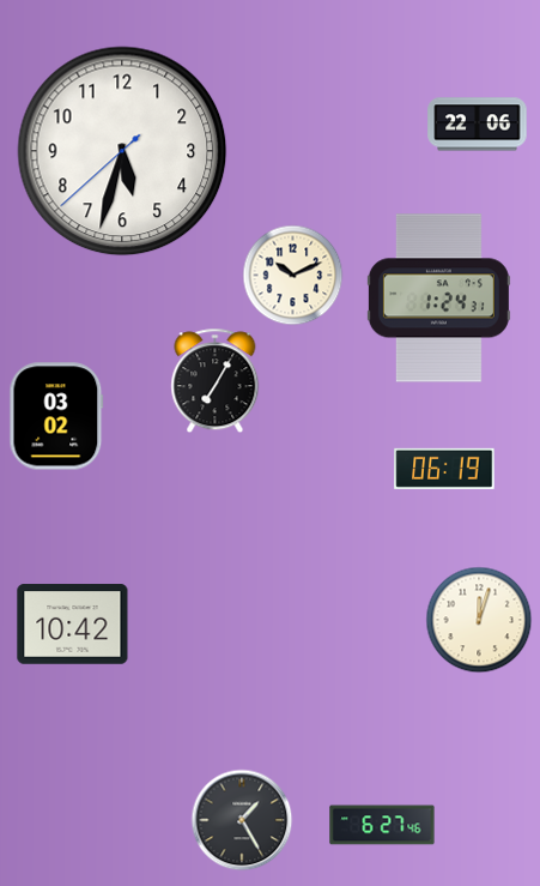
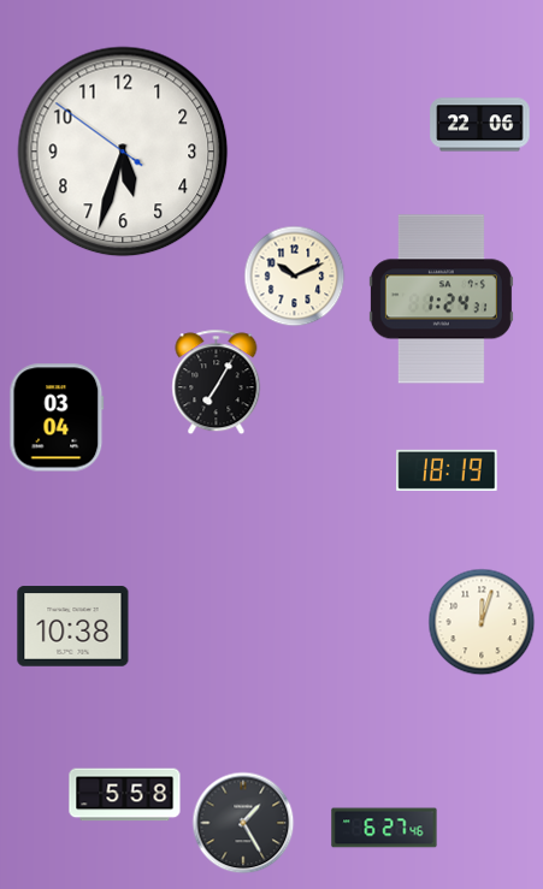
clock at (122, 151): 5:32:38 -> 5:32:51
clock at (56, 416): 03:02 -> 03:04
clock at (444, 469): 06:19 -> 18:19
clock at (73, 625): 10:42 -> 10:38
clock at (125, 795): none -> 5:58
